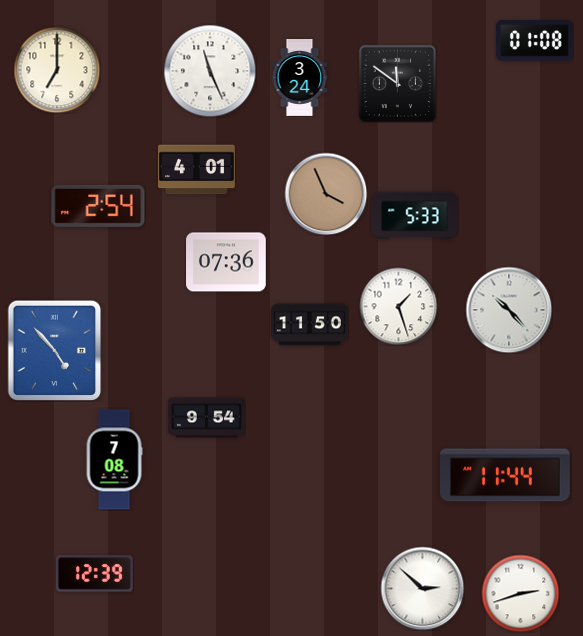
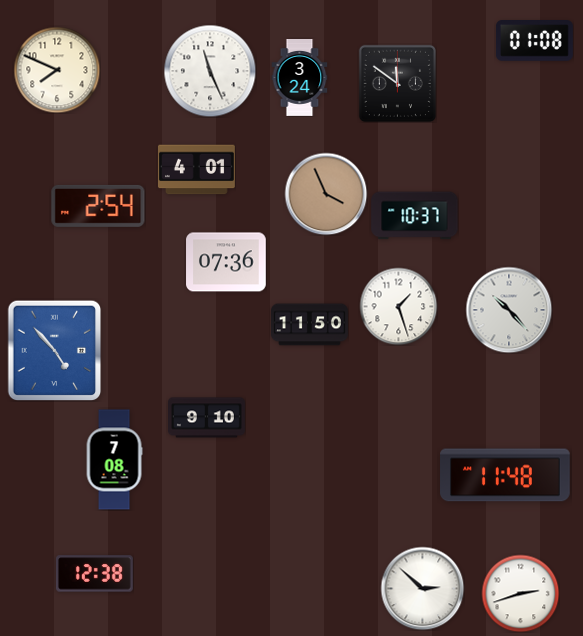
clock at (57, 70): 7:00 -> 7:49
clock at (415, 216): 5:33 -> 10:37
clock at (207, 418): 9:54 -> 9:10
clock at (505, 475): 11:44 -> 11:48
clock at (94, 574): 12:39 -> 12:38
